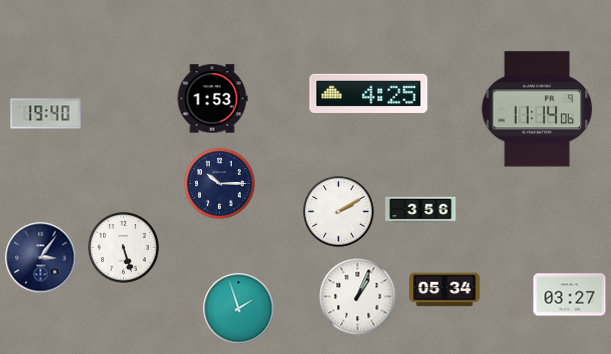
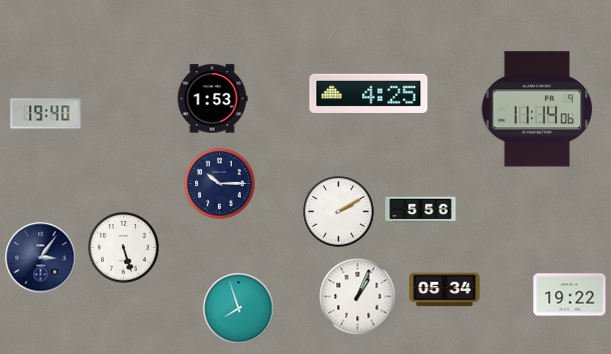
clock at (421, 210): 3:56 -> 5:56
clock at (570, 295): 03:27 -> 19:22
clock at (239, 309): 1:57 -> 7:57
